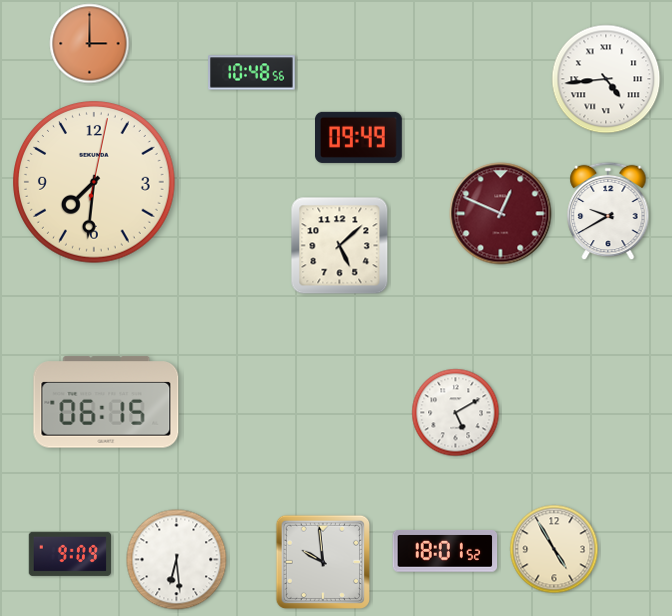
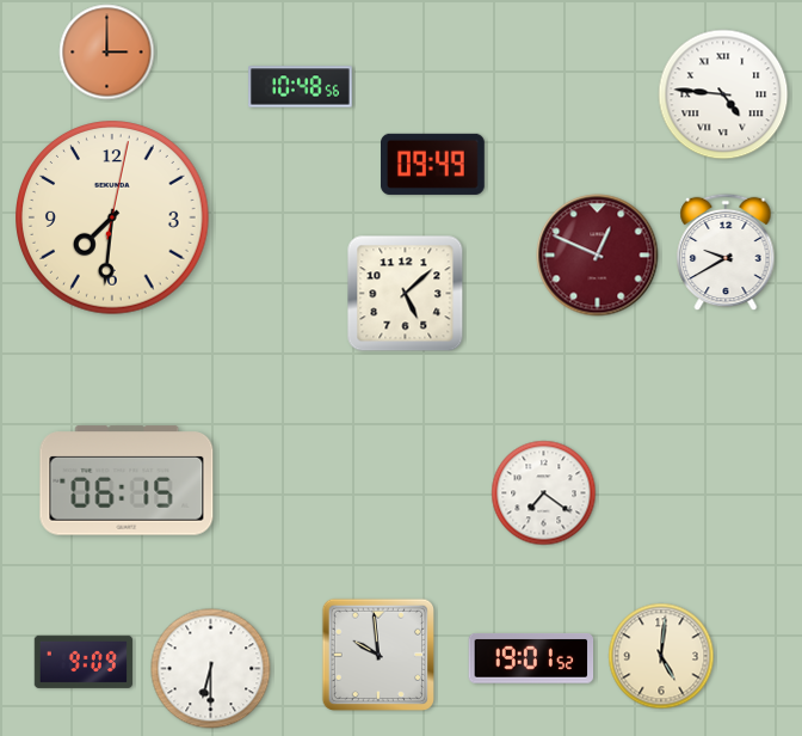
clock at (606, 79): 4:44 -> 4:46
clock at (359, 137) position: (359, 137) -> (433, 164)
clock at (456, 413): 5:10 -> 7:21
clock at (554, 549): 4:55 -> 5:01
clock at (445, 552): 18:01 -> 19:01
clock at (177, 560): 6:29 -> 6:30
clock at (322, 561) position: (322, 561) -> (377, 654)
